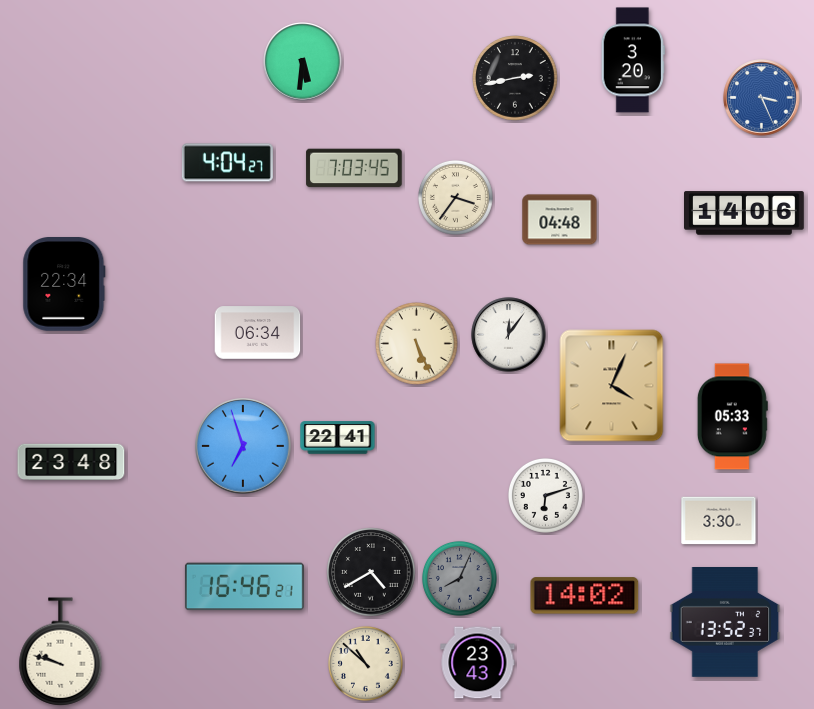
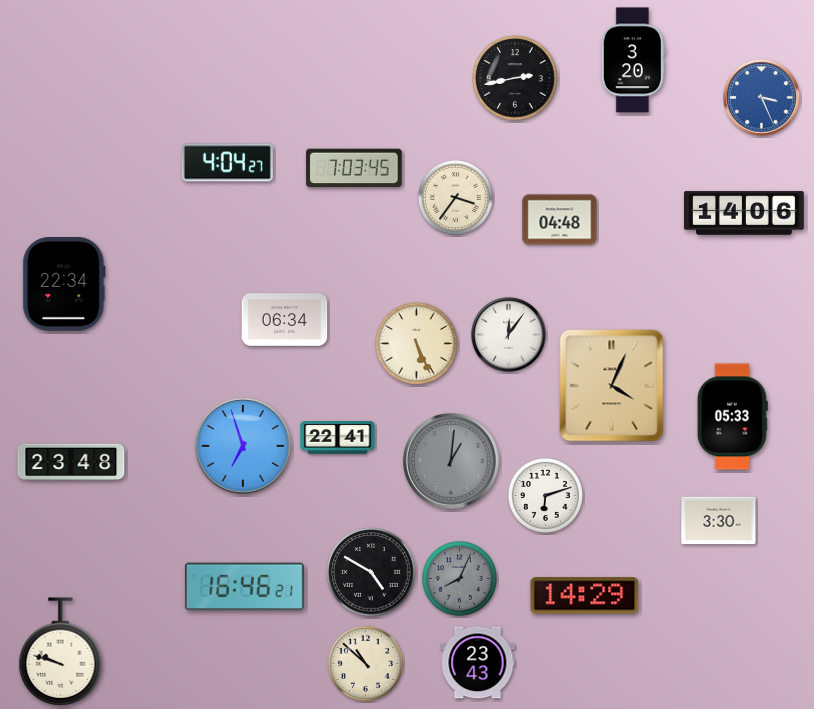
clock at (303, 62): 5:31 -> none
clock at (258, 333) position: (258, 333) -> (285, 320)
clock at (451, 461): none -> 1:01
clock at (371, 572): 4:40 -> 4:50
clock at (585, 596): 14:02 -> 14:29
clock at (725, 623): 13:52 -> none
